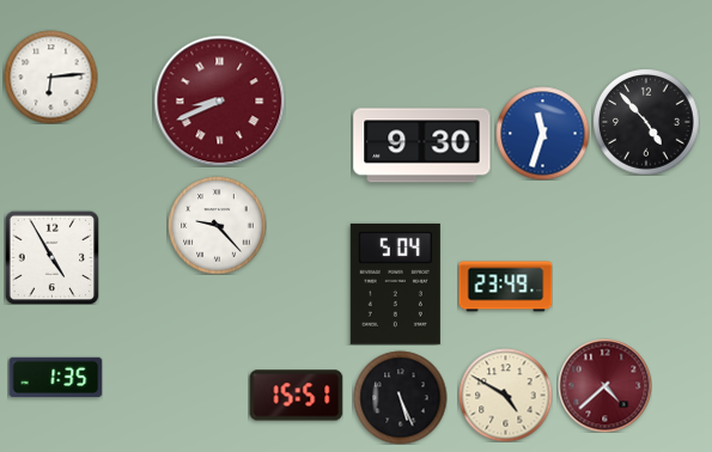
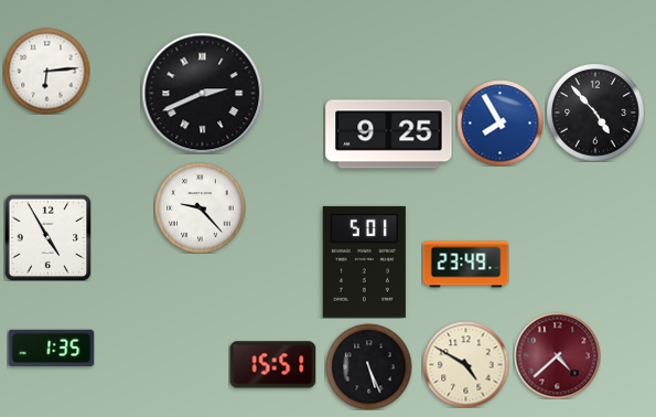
clock at (219, 100): 8:41 -> 2:41
clock at (219, 100) dial: burgundy -> black
clock at (542, 133): 11:33 -> 7:55
clock at (422, 146): 9:30 -> 9:25
clock at (395, 283): 5:04 -> 5:01
